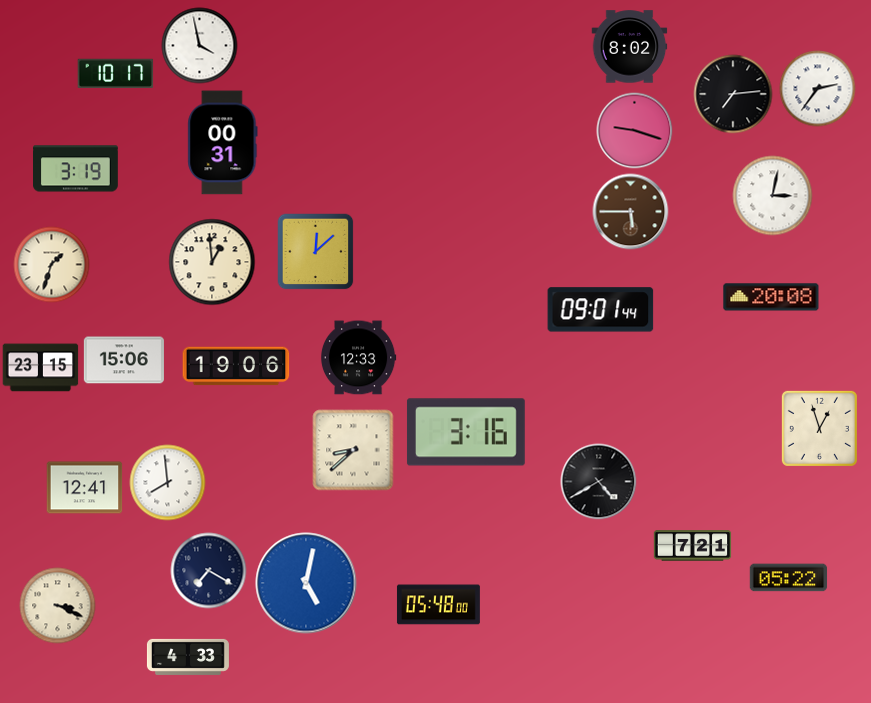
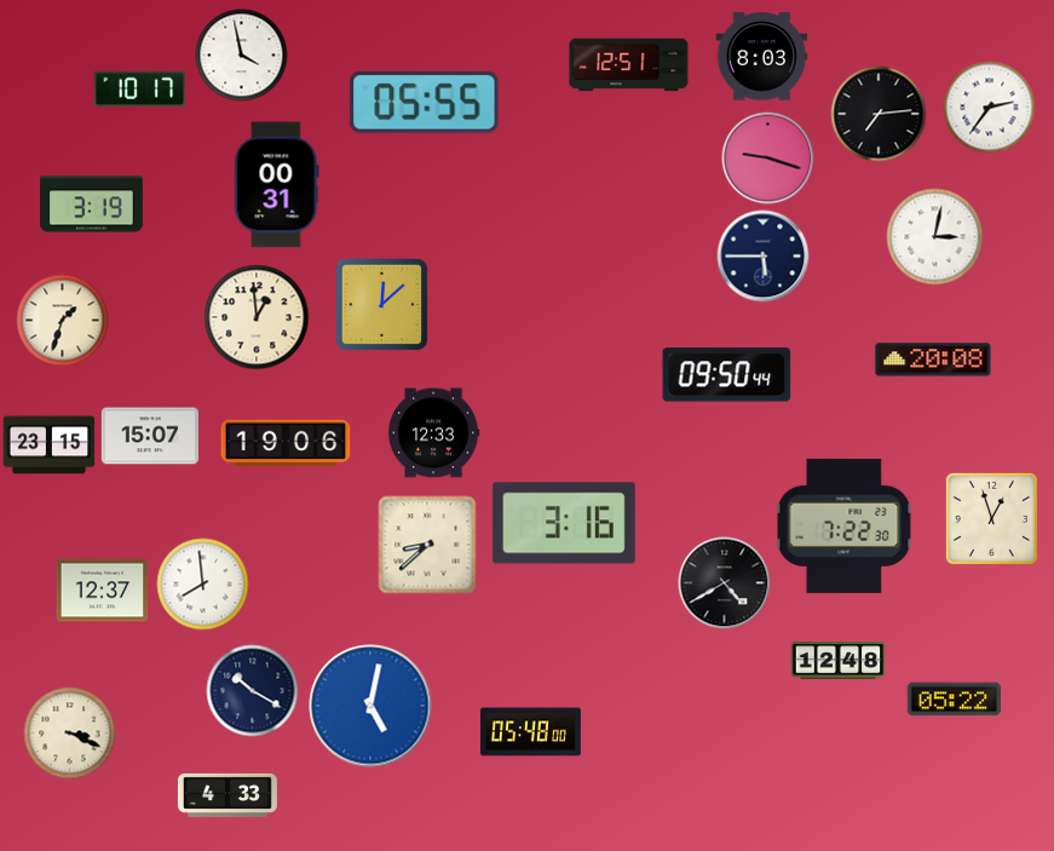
clock at (630, 47): 8:02 -> 8:03
clock at (629, 65): none -> 12:51
clock at (425, 103): none -> 05:55
clock at (733, 94) position: (733, 94) -> (879, 114)
clock at (223, 143) position: (223, 143) -> (277, 185)
clock at (631, 212) dial: brown -> navy
clock at (601, 310): 09:01 -> 09:50
clock at (124, 360): 15:06 -> 15:07
clock at (845, 525): none -> 7:22
clock at (85, 488): 12:41 -> 12:37
clock at (693, 546): 7:21 -> 12:48
clock at (209, 571): 7:20 -> 10:20
